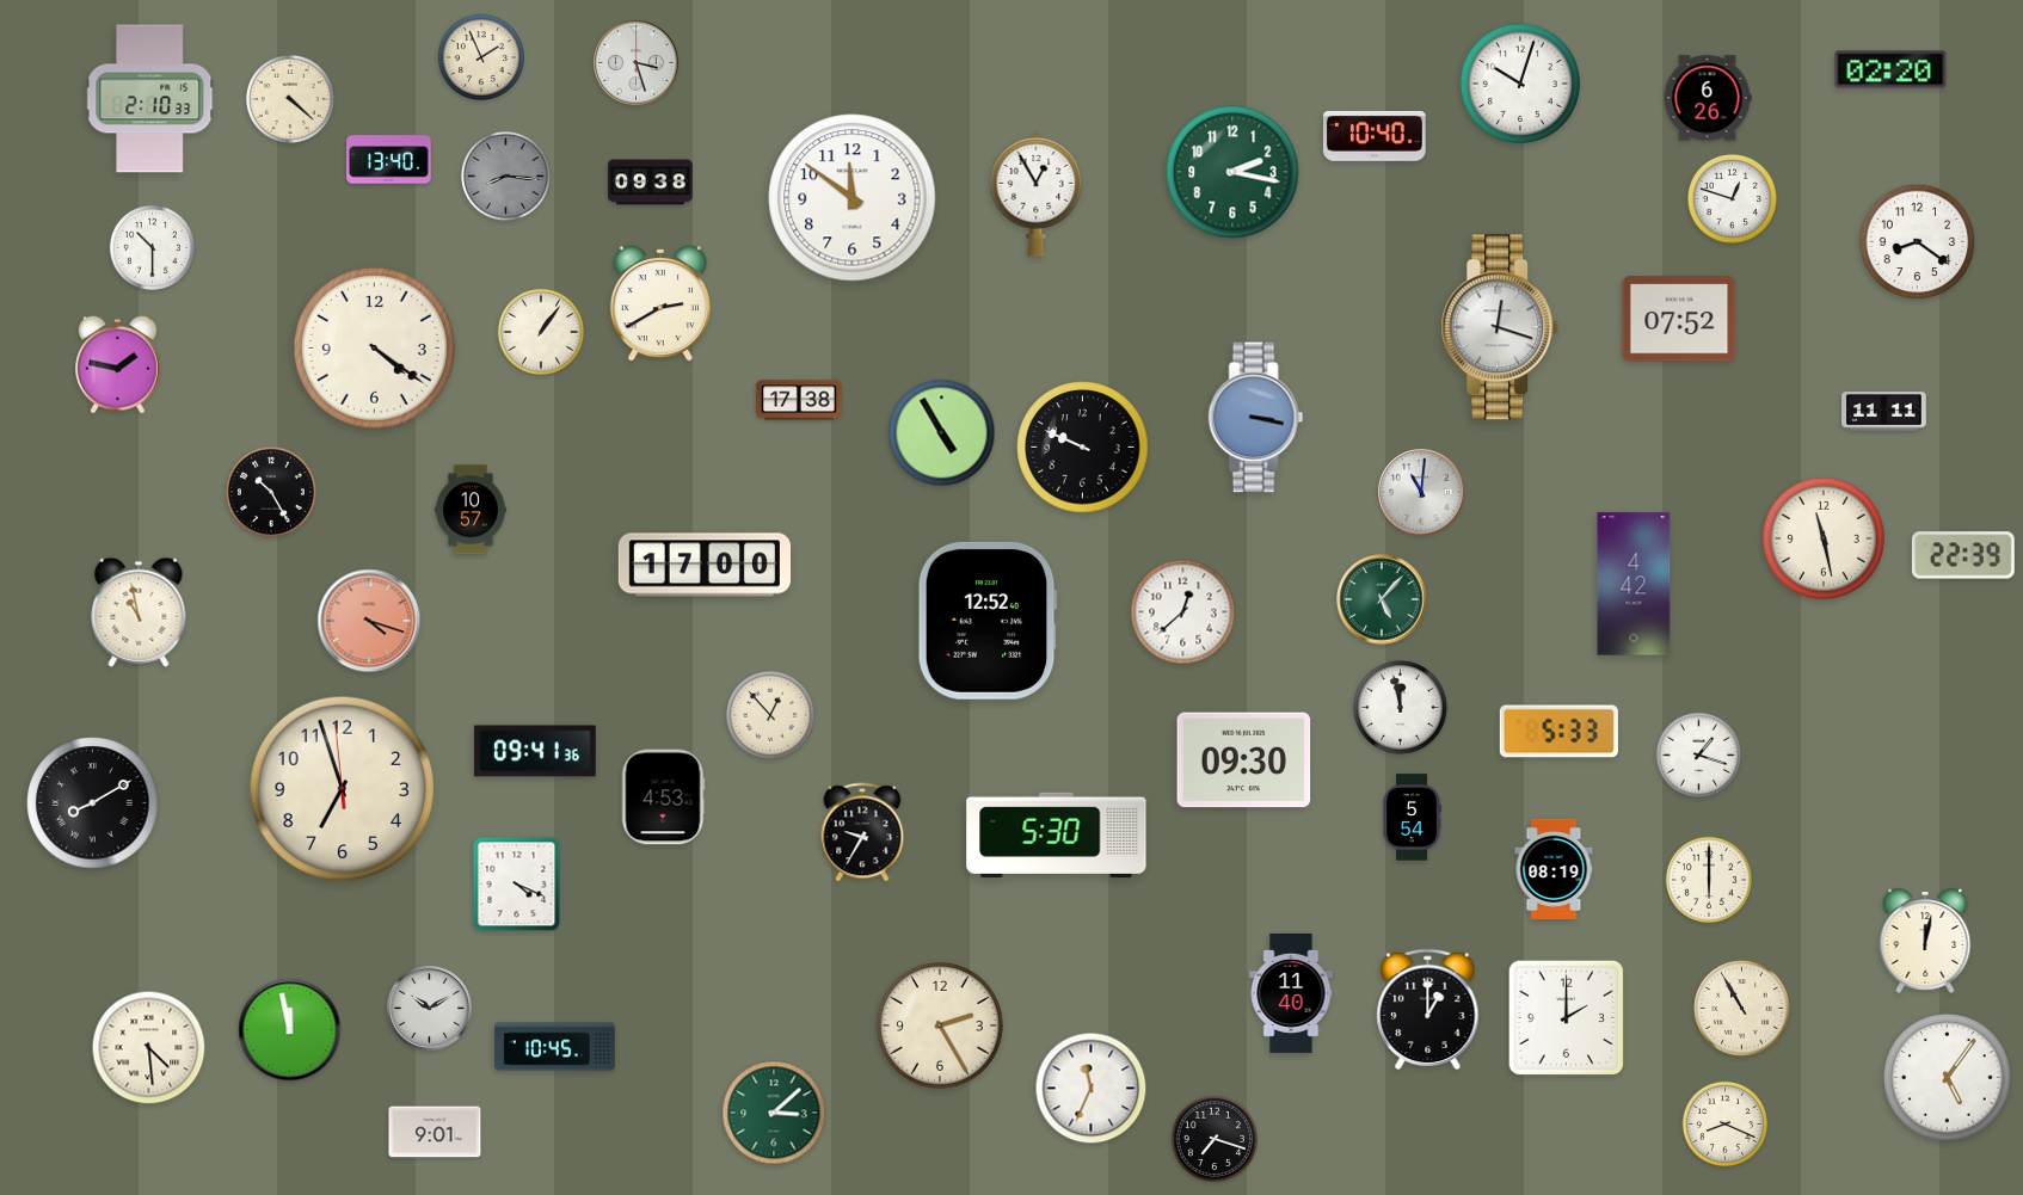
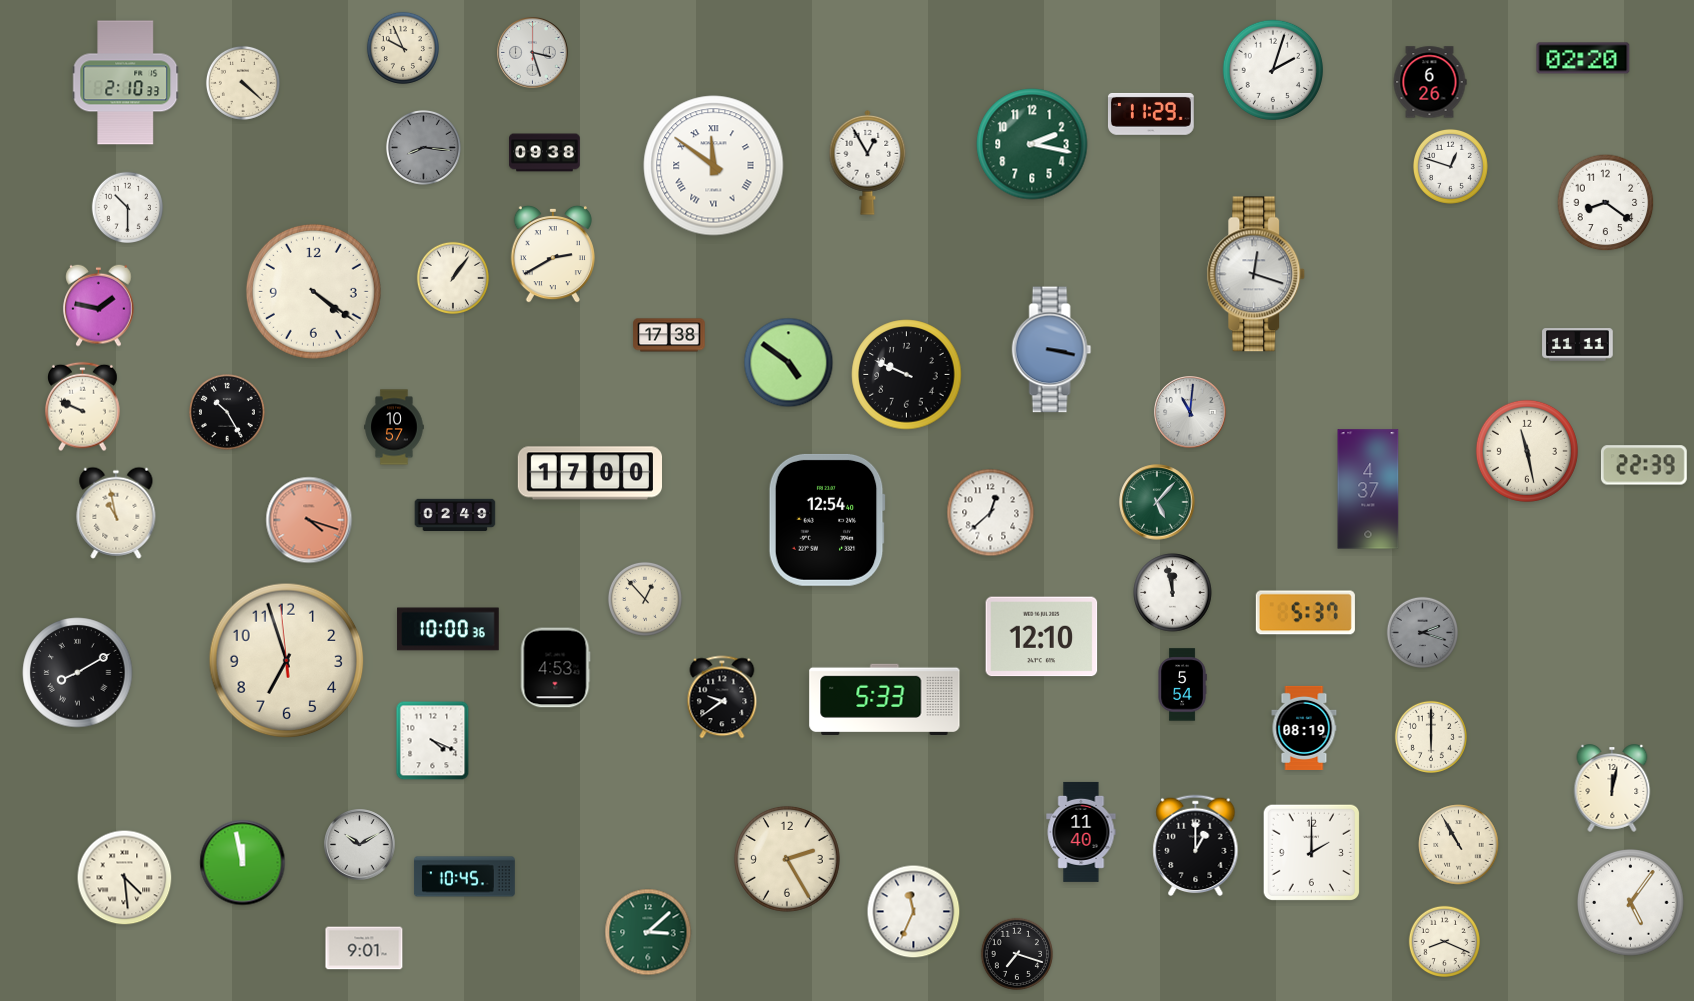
clock at (481, 57): 1:56 -> 9:56
clock at (1520, 84): 10:03 -> 2:03
clock at (1375, 136): 10:40 -> 11:29
clock at (389, 160): 13:40 -> none
clock at (853, 198) numerals: Arabic -> Roman
clock at (1679, 319): 07:52 -> none
clock at (942, 433): 4:55 -> 4:51
clock at (83, 407): none -> 9:49
clock at (1634, 584): 4:42 -> 4:37
clock at (455, 515): none -> 02:49
clock at (988, 621): 12:52 -> 12:54
clock at (1558, 732): 5:33 -> 5:37
clock at (535, 751): 09:41 -> 10:00
clock at (1698, 754): 1:18 -> 2:18
clock at (1698, 754) dial: white -> grey
clock at (1244, 760): 09:30 -> 12:10
clock at (862, 832): 9:35 -> 9:39
clock at (1057, 834): 5:30 -> 5:33
clock at (1554, 869) position: (1554, 869) -> (1304, 728)
